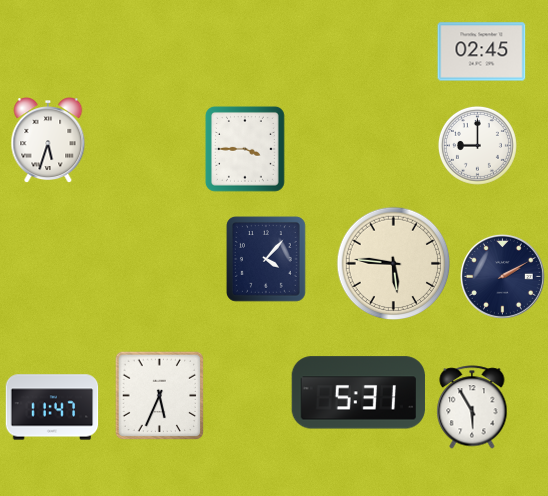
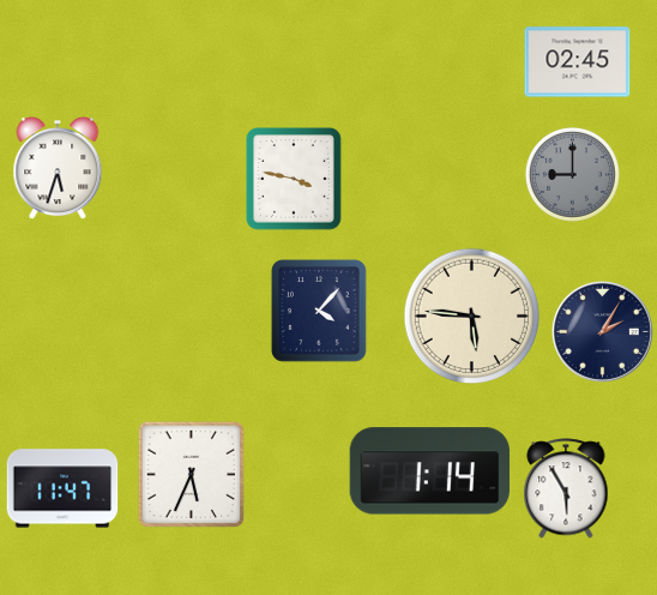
clock at (477, 145) dial: white -> grey
clock at (245, 150): 3:45 -> 3:47
clock at (502, 276): 2:10 -> 2:05
clock at (358, 393): 5:31 -> 1:14
